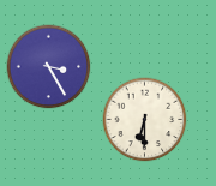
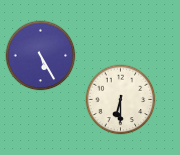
clock at (49, 67): 3:25 -> 5:25
